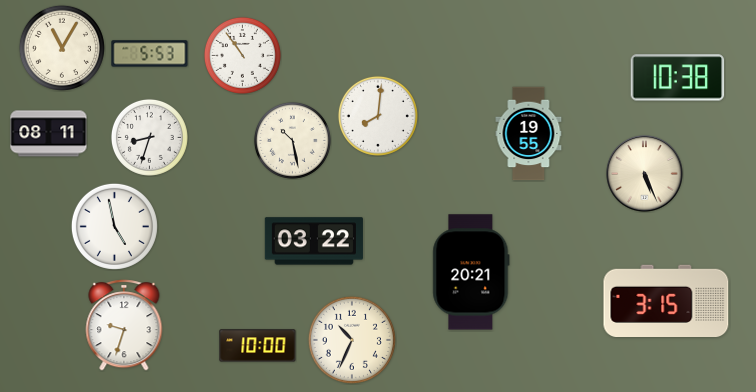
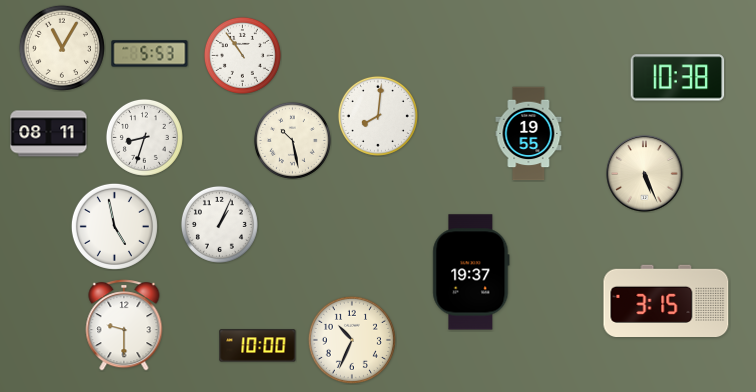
clock at (149, 137) position: (149, 137) -> (144, 137)
clock at (219, 224): none -> 1:04
clock at (314, 241): 03:22 -> none
clock at (471, 272): 20:21 -> 19:37
clock at (124, 325): 9:33 -> 9:30
